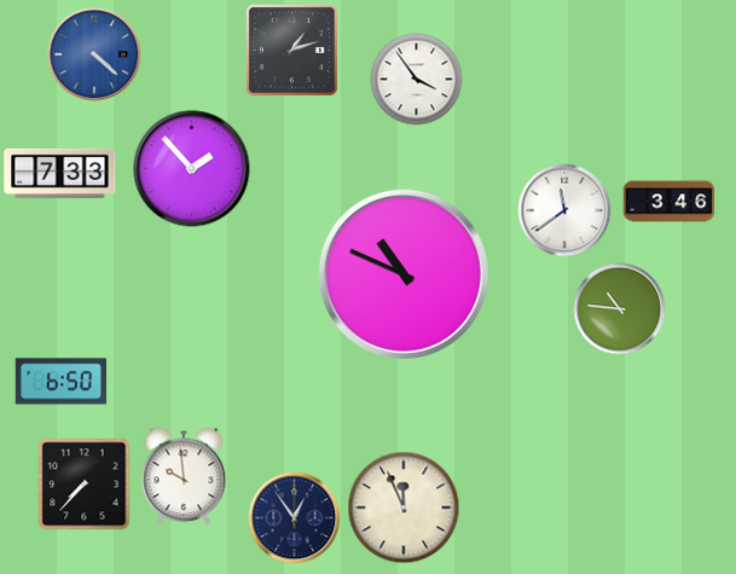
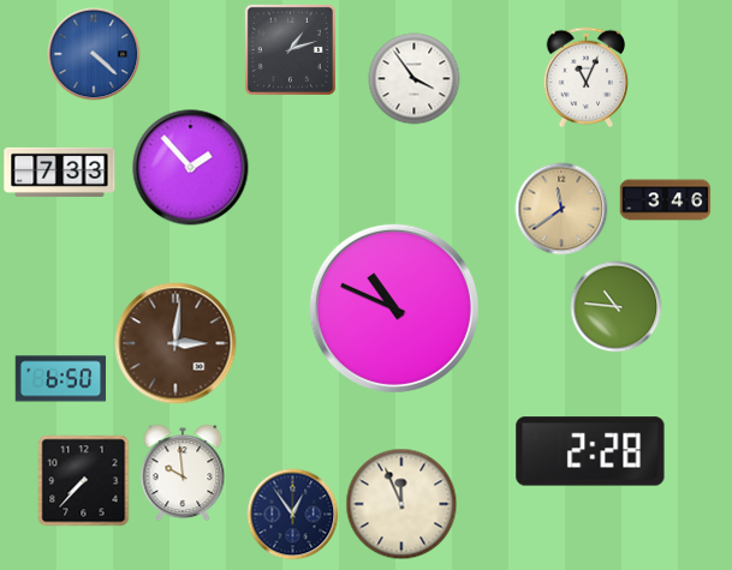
clock at (587, 78): none -> 11:04
clock at (564, 210) dial: white -> champagne
clock at (404, 274) position: (404, 274) -> (394, 308)
clock at (175, 343): none -> 3:01
clock at (590, 451): none -> 2:28
